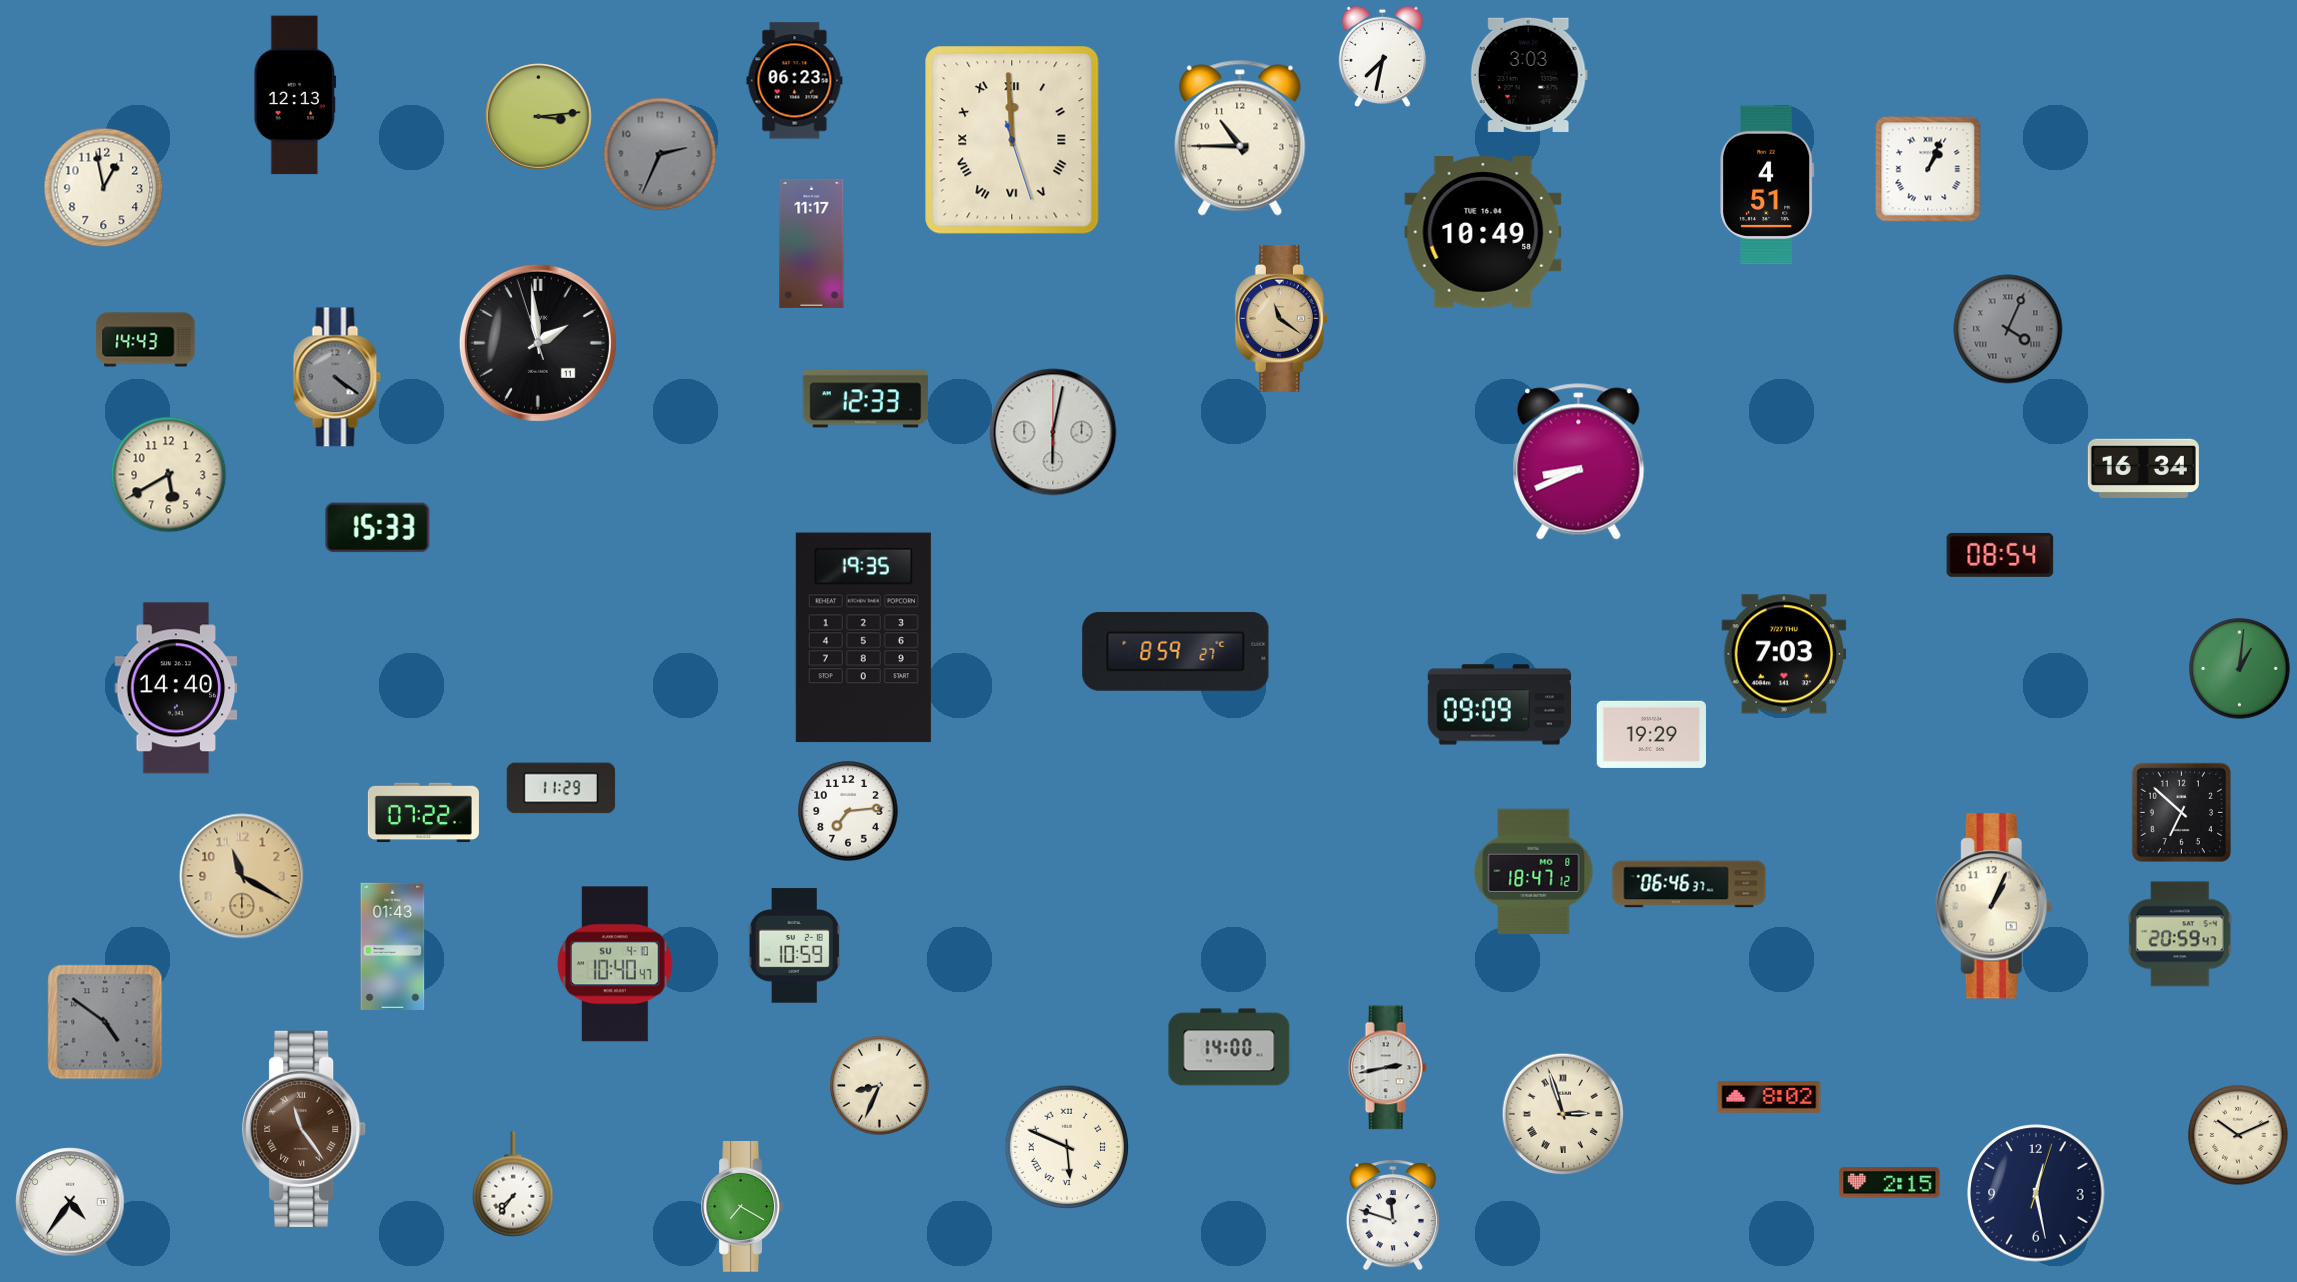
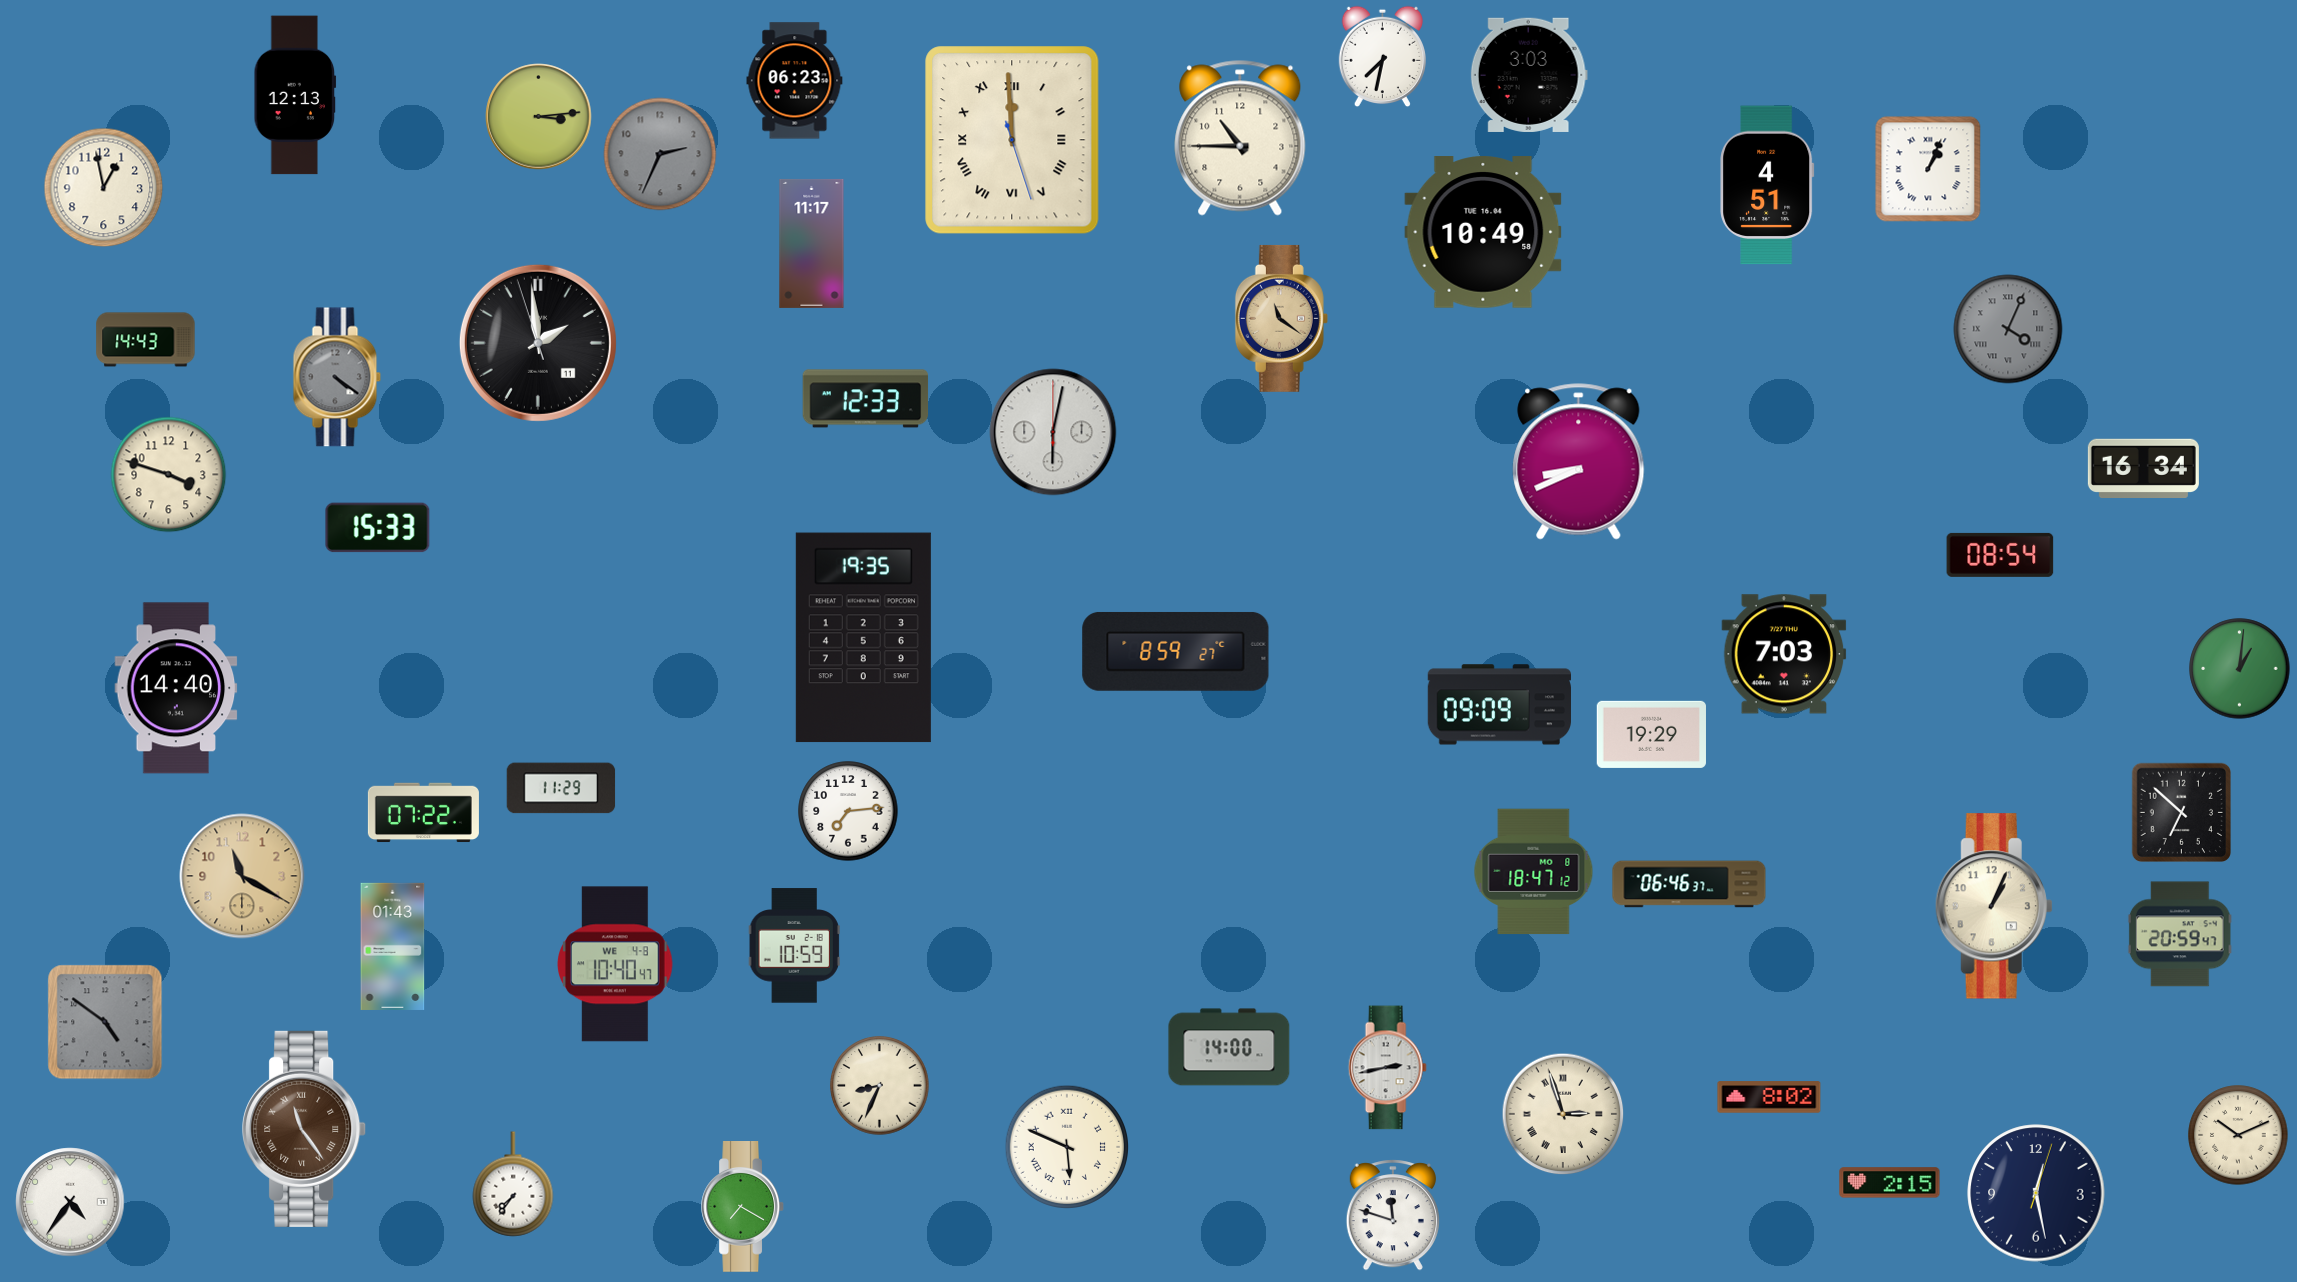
clock at (169, 475): 5:40 -> 3:48
clock at (615, 964) date: SU 4-10 -> WE 4-8
